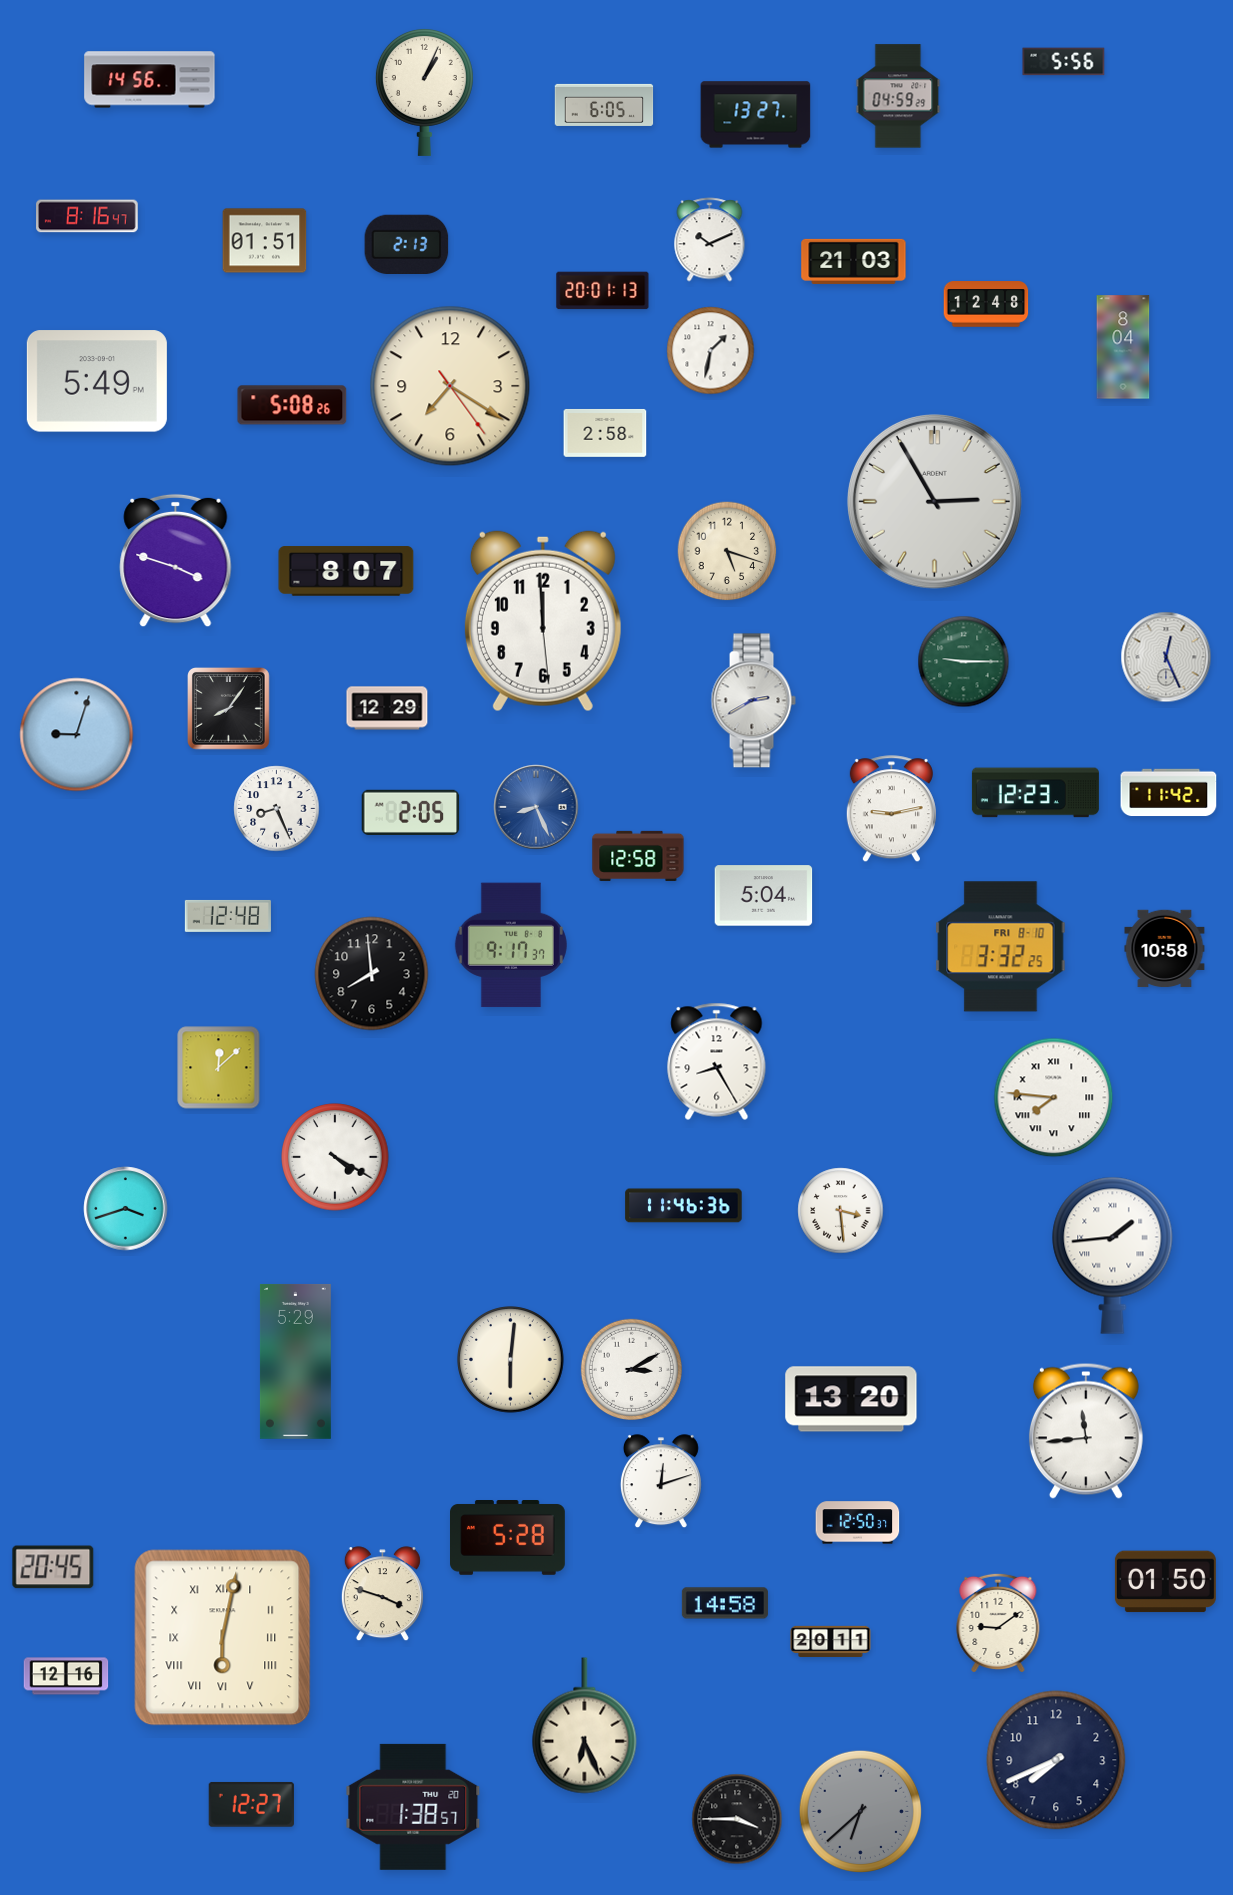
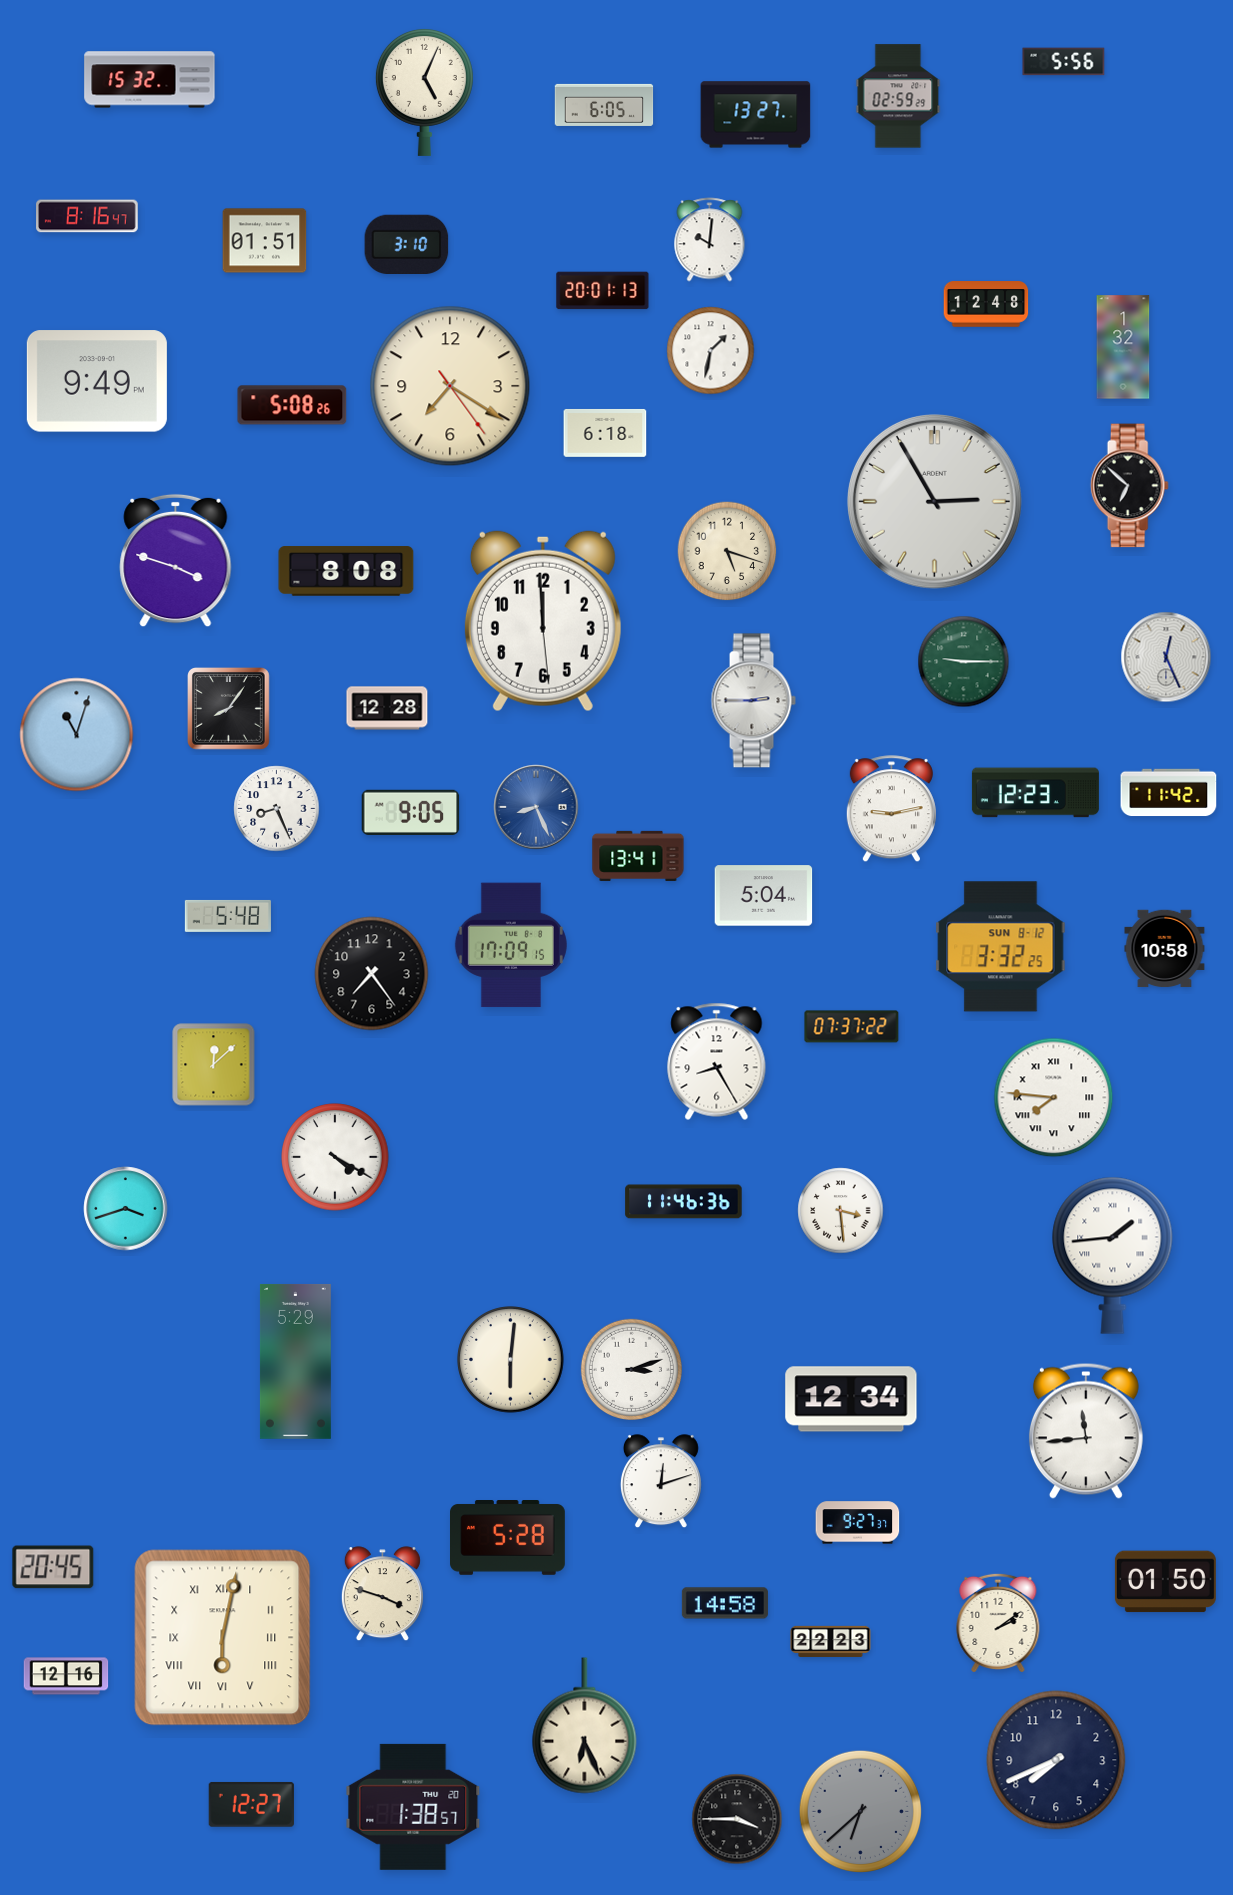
clock at (150, 80): 14:56 -> 15:32
clock at (424, 92): 1:04 -> 5:04
clock at (898, 96): 04:59 -> 02:59
clock at (710, 240): 10:11 -> 10:01
clock at (407, 245): 2:13 -> 3:10
clock at (854, 261): 21:03 -> none
clock at (1123, 347): 8:04 -> 1:32
clock at (97, 381): 5:49 -> 9:49
clock at (605, 433): 2:58 -> 6:18
clock at (1129, 486): none -> 6:52
clock at (346, 571): 8:07 -> 8:08
clock at (753, 701): 2:40 -> 2:45
clock at (387, 708): 12:29 -> 12:28
clock at (77, 735): 9:03 -> 11:03
clock at (411, 812): 2:05 -> 9:05
clock at (638, 856): 12:58 -> 13:41
clock at (228, 916): 12:48 -> 5:48
clock at (511, 945): 9:17 -> 17:09
clock at (1001, 947) date: FRI 8-10 -> SUN 8-12
clock at (372, 974): 7:59 -> 7:24
clock at (852, 1027): none -> 07:37
clock at (219, 1068) position: (219, 1068) -> (214, 1065)
clock at (684, 1206) position: (684, 1206) -> (684, 1202)
clock at (631, 1369): 3:10 -> 3:12
clock at (851, 1399): 13:20 -> 12:34
clock at (858, 1523): 12:50 -> 9:27
clock at (998, 1622): 9:09 -> 2:09
clock at (831, 1642): 20:11 -> 22:23
